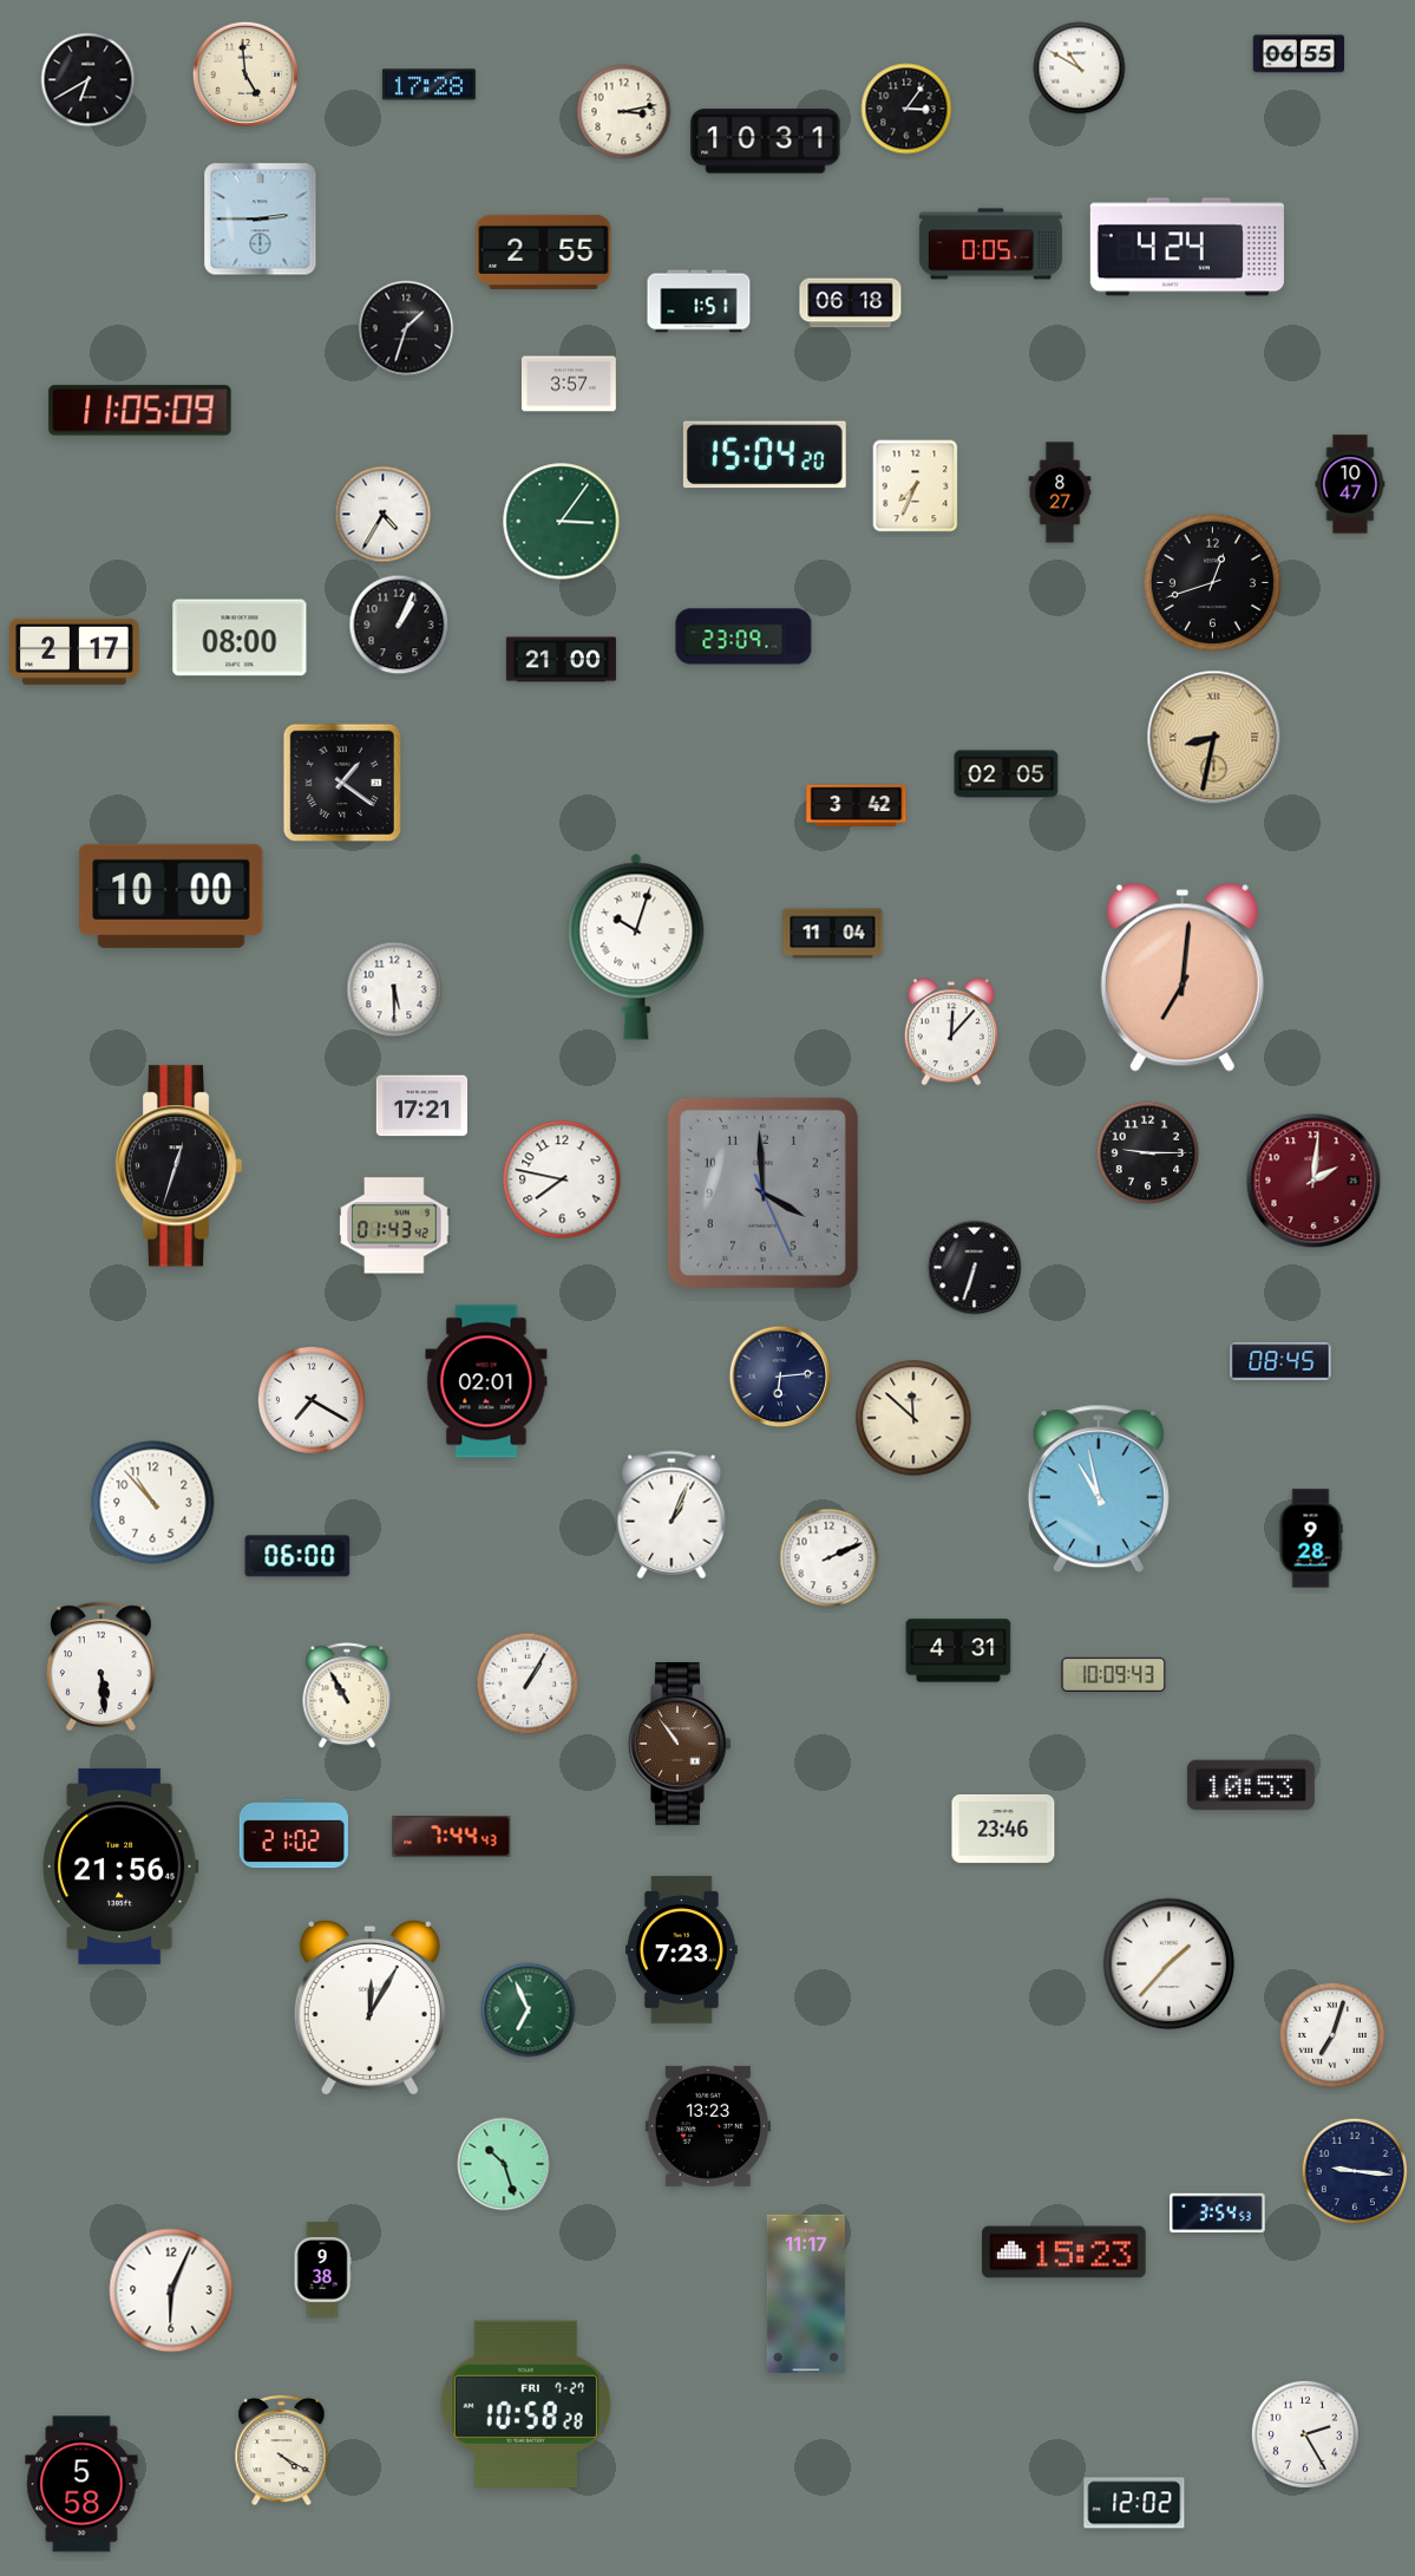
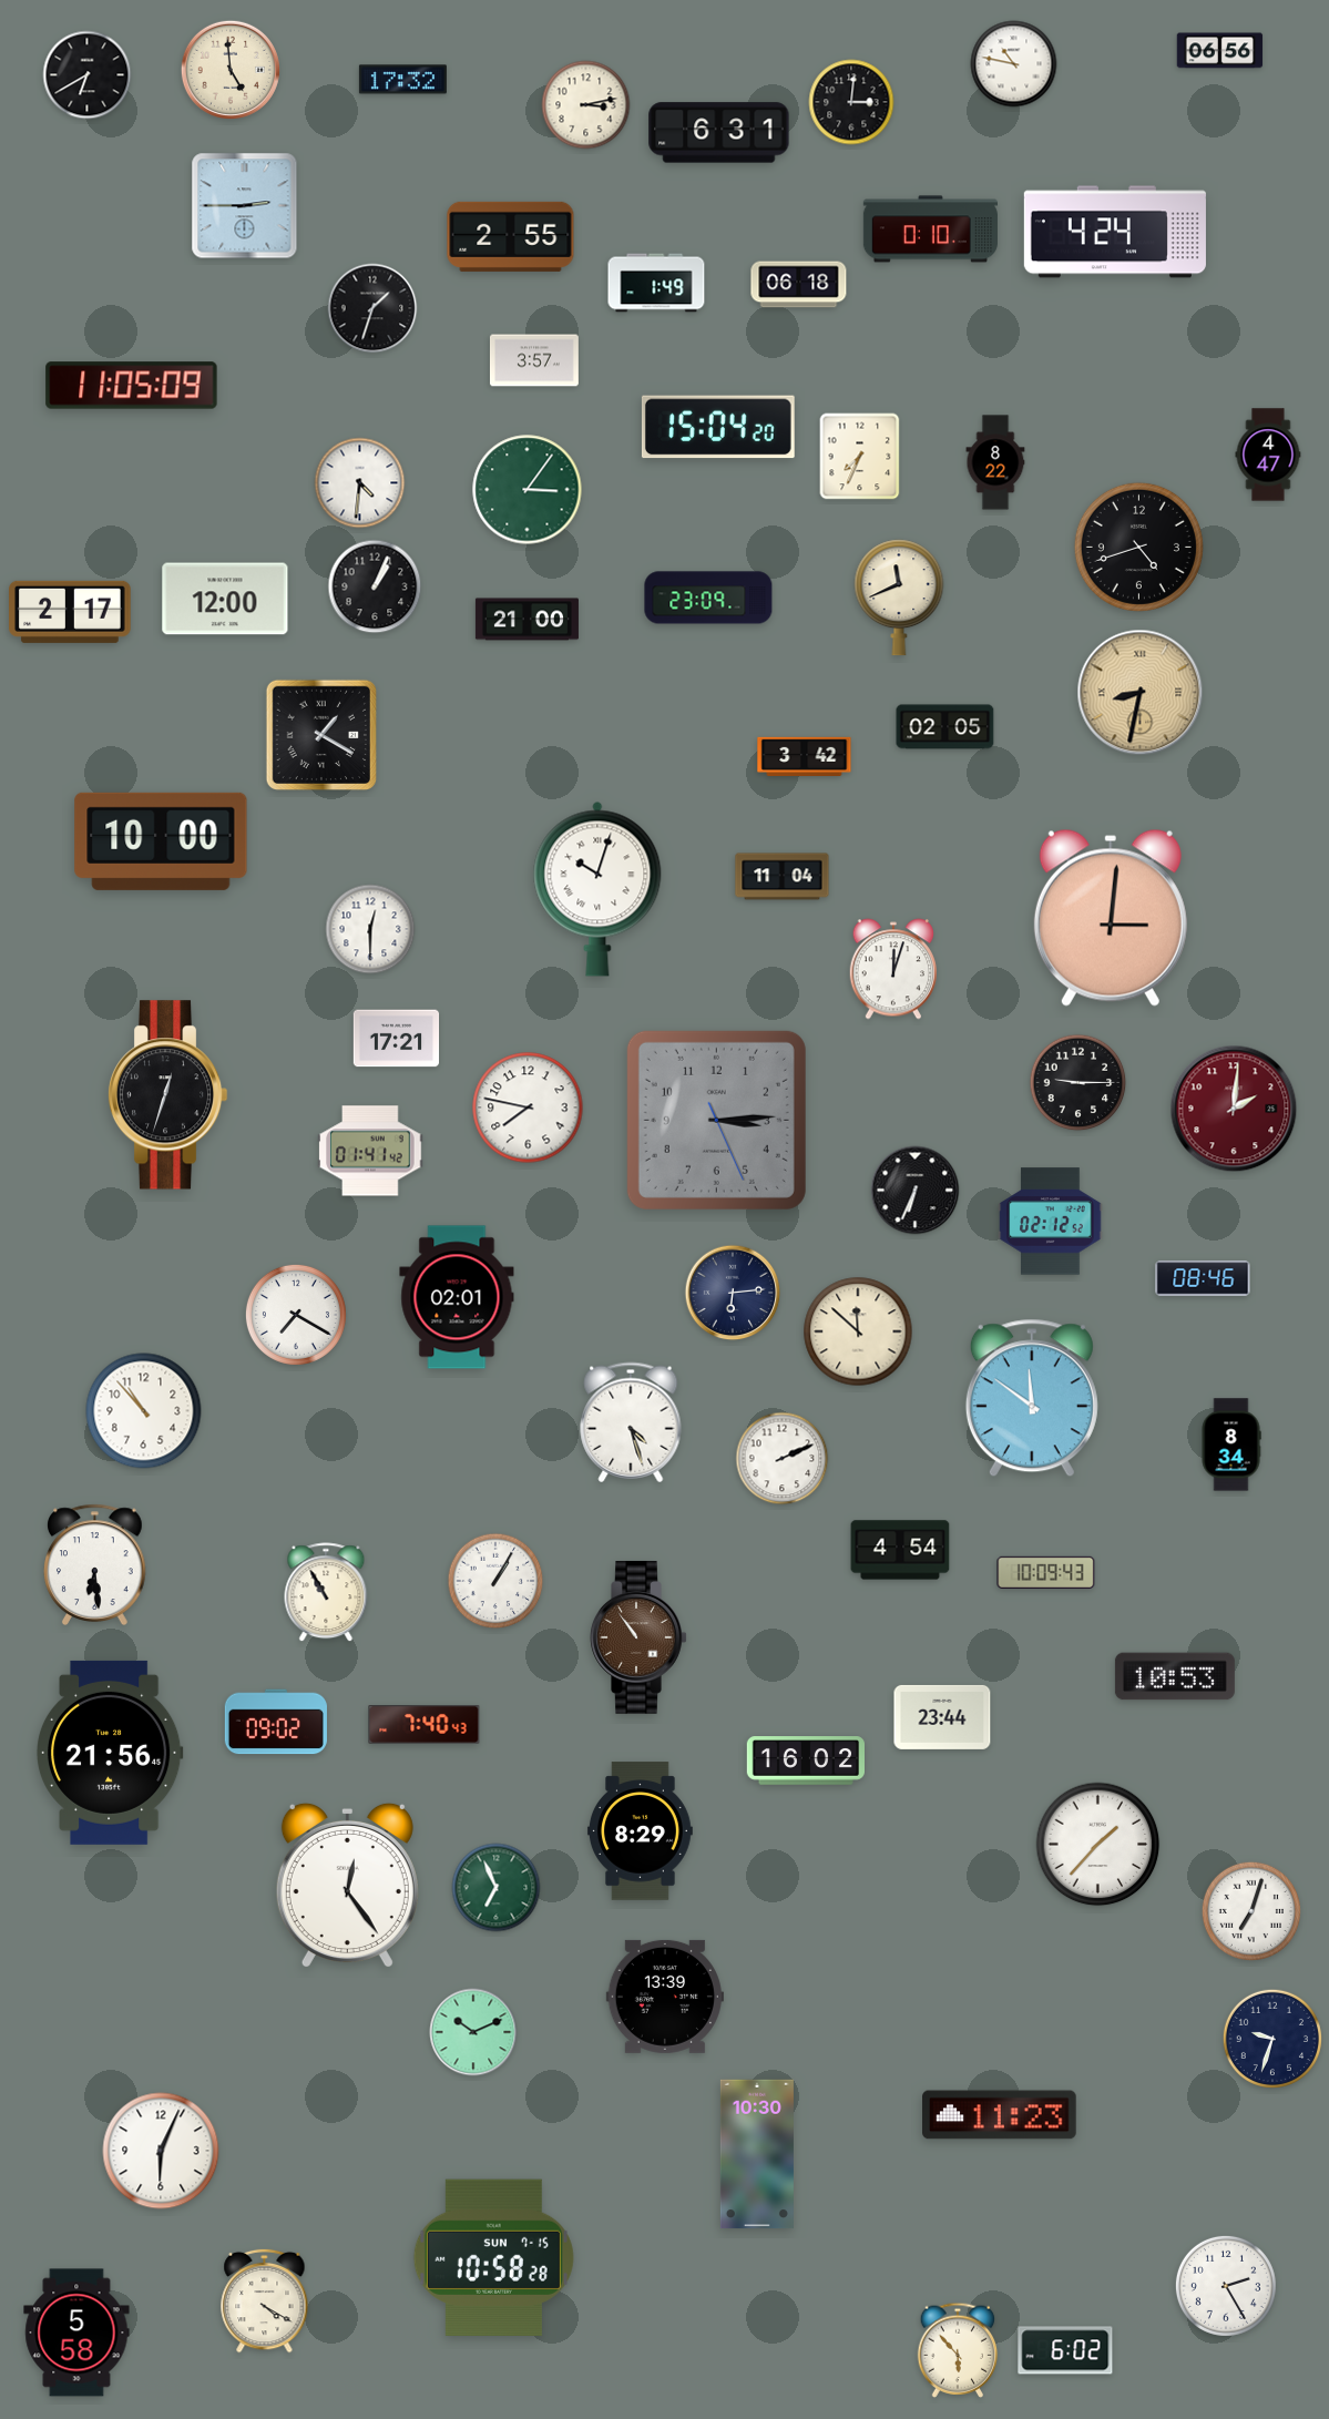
clock at (1299, 54): 06:55 -> 06:56
clock at (1080, 68): 10:50 -> 10:47
clock at (89, 80) position: (89, 80) -> (88, 75)
clock at (428, 85): 17:28 -> 17:32
clock at (906, 109): 3:06 -> 3:01
clock at (766, 142): 10:31 -> 6:31
clock at (990, 244): 0:05 -> 0:10
clock at (699, 301): 1:51 -> 1:49
clock at (406, 328) position: (406, 328) -> (372, 308)
clock at (1350, 484): 10:47 -> 4:47
clock at (1060, 492): 8:27 -> 8:22
clock at (384, 515): 4:35 -> 4:31
clock at (1212, 582): 12:42 -> 4:42
clock at (743, 636) position: (743, 636) -> (708, 598)
clock at (899, 598): none -> 11:41
clock at (240, 638): 08:00 -> 12:00
clock at (341, 782): 1:21 -> 1:20
clock at (1183, 978): 7:01 -> 3:01
clock at (394, 989): 5:30 -> 12:30
clock at (950, 1032): 12:07 -> 12:03
clock at (762, 1192): 3:59 -> 3:14
clock at (394, 1225): 01:43 -> 01:41
clock at (975, 1268): 6:33 -> 6:34
clock at (1051, 1222): none -> 02:12
clock at (1280, 1361): 08:45 -> 08:46
clock at (312, 1400) position: (312, 1400) -> (296, 1315)
clock at (1099, 1489): 10:58 -> 11:51
clock at (672, 1515): 1:04 -> 4:27
clock at (1311, 1538): 9:28 -> 8:34
clock at (297, 1556): 06:00 -> none
clock at (830, 1558) position: (830, 1558) -> (783, 1459)
clock at (958, 1650): 4:31 -> 4:54
clock at (101, 1666): 5:29 -> 6:29
clock at (1003, 1829): 23:46 -> 23:44
clock at (294, 1833): 21:02 -> 09:02
clock at (452, 1837): 7:44 -> 7:40
clock at (120, 1866) position: (120, 1866) -> (110, 1753)
clock at (805, 1760): none -> 16:02
clock at (682, 1950): 7:23 -> 8:29
clock at (369, 2007): 12:05 -> 12:24
clock at (708, 2126): 13:23 -> 13:39
clock at (504, 2164): 10:27 -> 10:11
clock at (1355, 2171): 9:16 -> 9:33
clock at (1218, 2212): 3:54 -> none
clock at (1064, 2253): 15:23 -> 11:23
clock at (322, 2270): 9:38 -> none
clock at (806, 2294): 11:17 -> 10:30
clock at (525, 2404) date: FRI 7-27 -> SUN 7-15
clock at (958, 2350): none -> 5:53
clock at (1134, 2503): 12:02 -> 6:02
